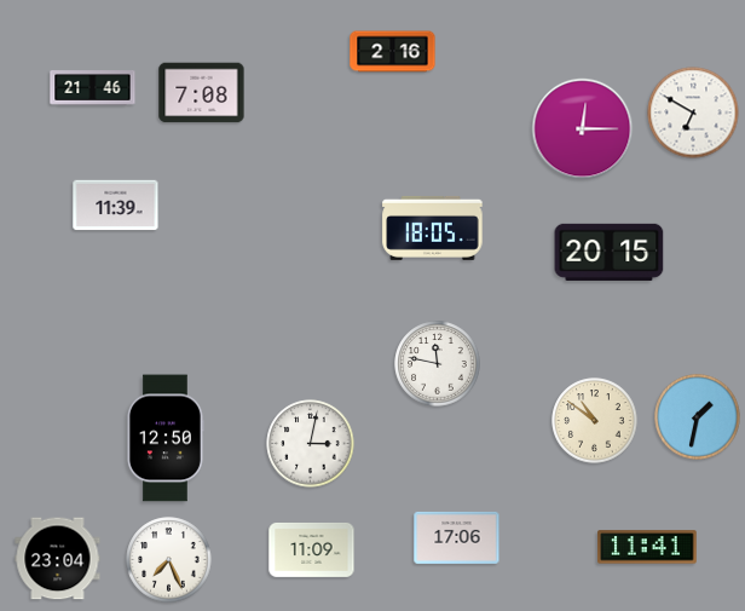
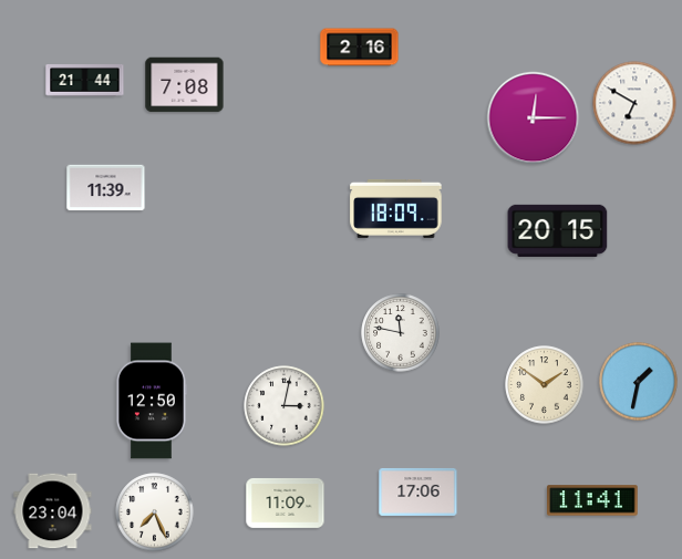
clock at (93, 88): 21:46 -> 21:44
clock at (433, 227): 18:05 -> 18:09
clock at (595, 421): 10:51 -> 1:51
